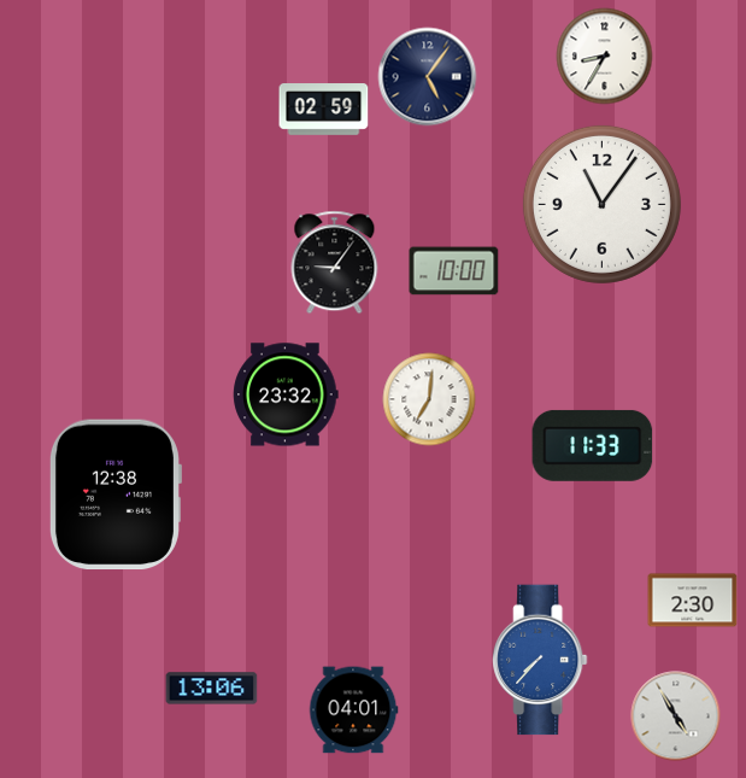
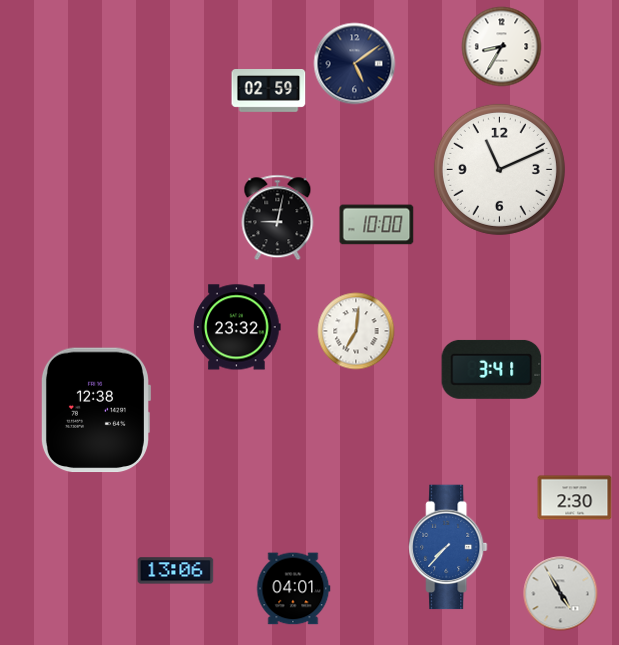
clock at (428, 77): 5:06 -> 5:09
clock at (601, 204): 11:06 -> 11:11
clock at (335, 263): 9:06 -> 9:02
clock at (593, 445): 11:33 -> 3:41
